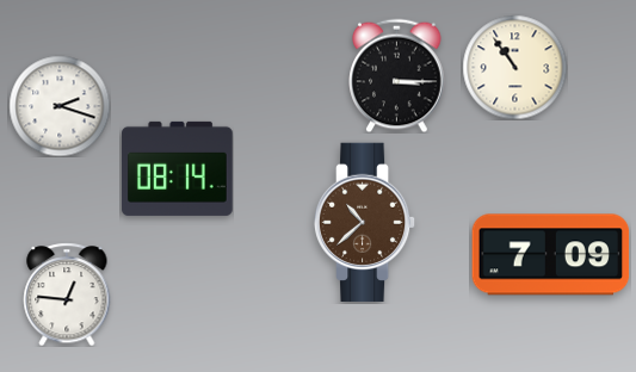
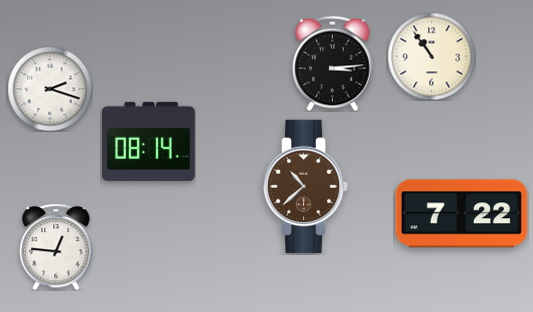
clock at (397, 75): 3:15 -> 3:14
clock at (551, 255): 7:09 -> 7:22
